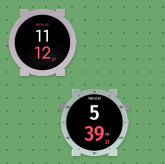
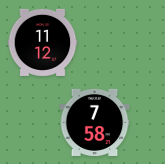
clock at (95, 122): 5:39 -> 7:58
